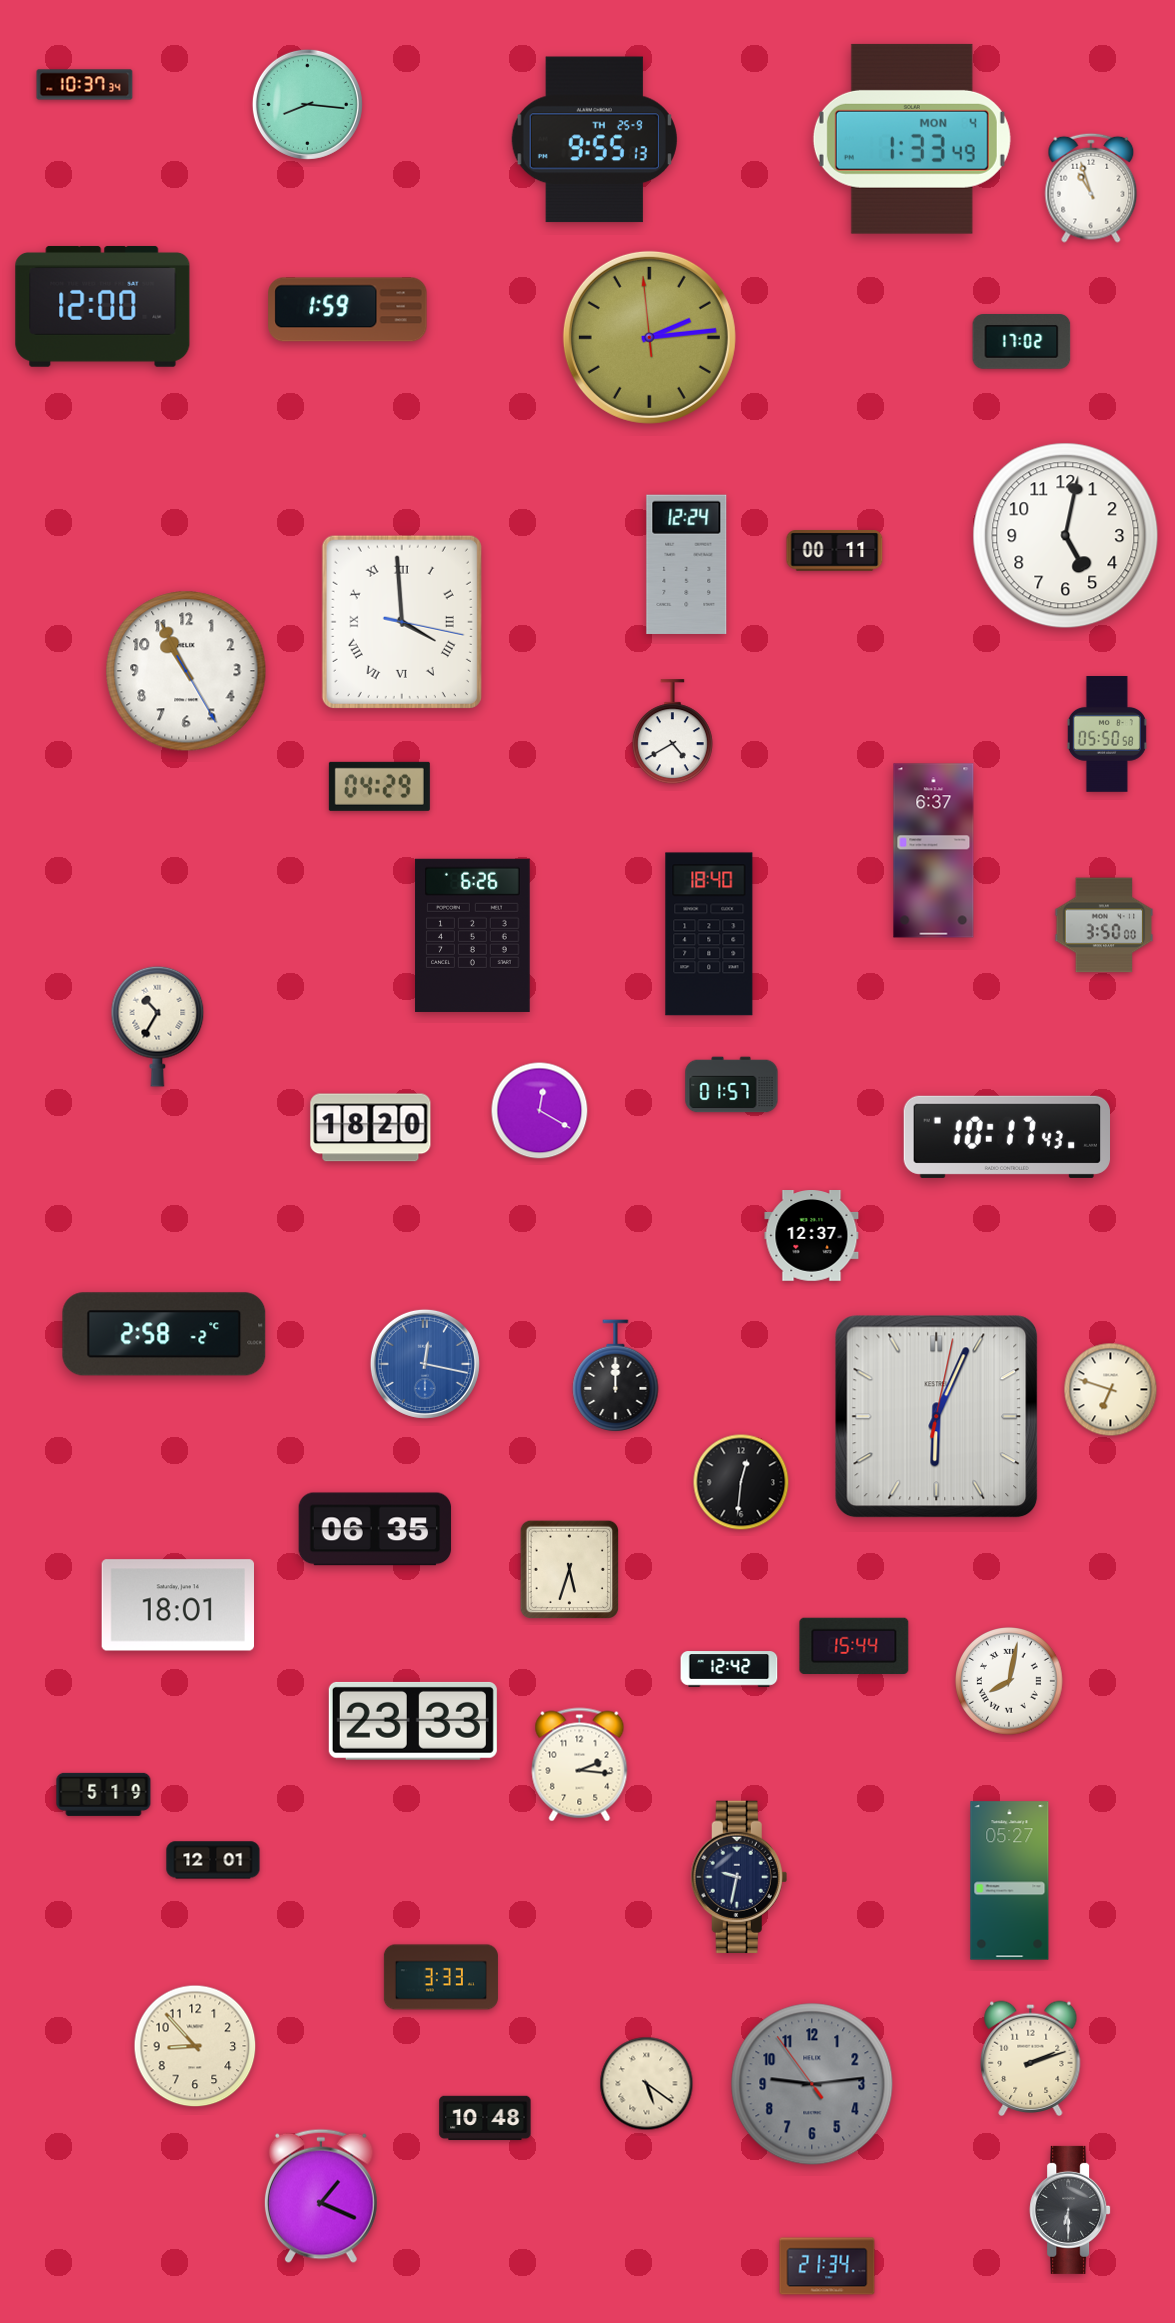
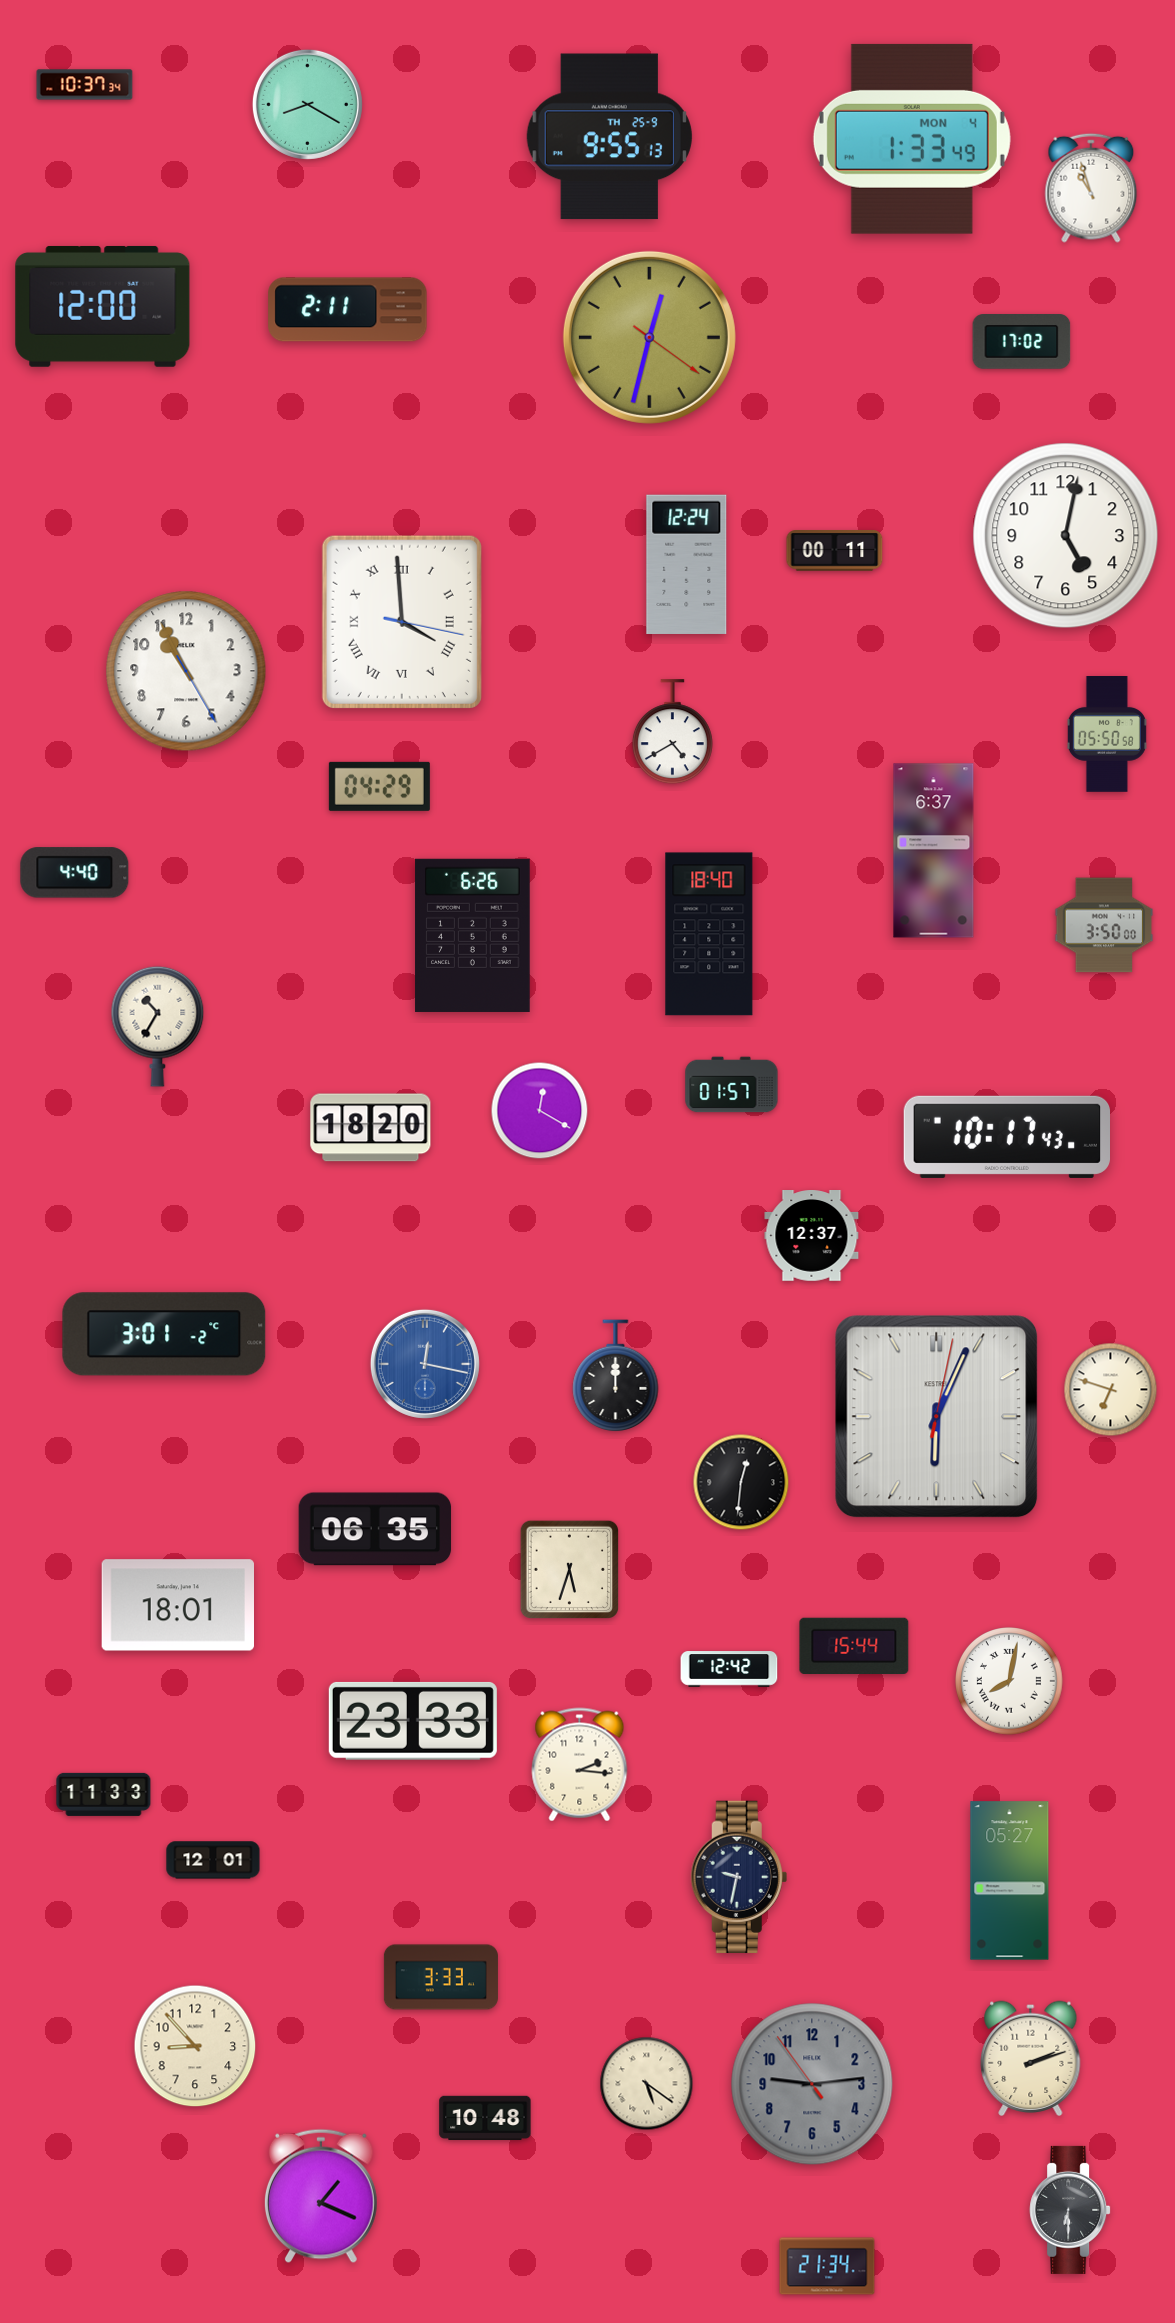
clock at (307, 104): 8:16 -> 8:20
clock at (594, 140) position: (594, 140) -> (609, 137)
clock at (348, 310): 1:59 -> 2:11
clock at (649, 337): 2:13 -> 12:32
clock at (75, 873): none -> 4:40
clock at (164, 1334): 2:58 -> 3:01
clock at (104, 1794): 5:19 -> 11:33
